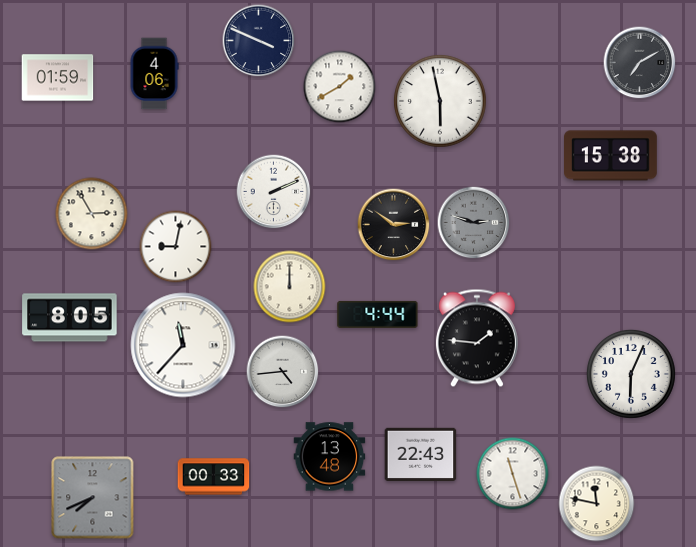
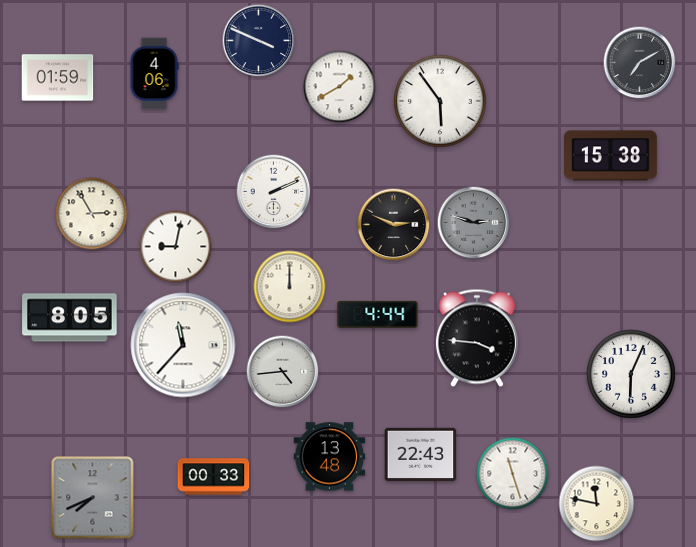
clock at (440, 101): 5:58 -> 5:54
clock at (394, 225): 2:51 -> 2:49
clock at (477, 338): 1:46 -> 3:46
